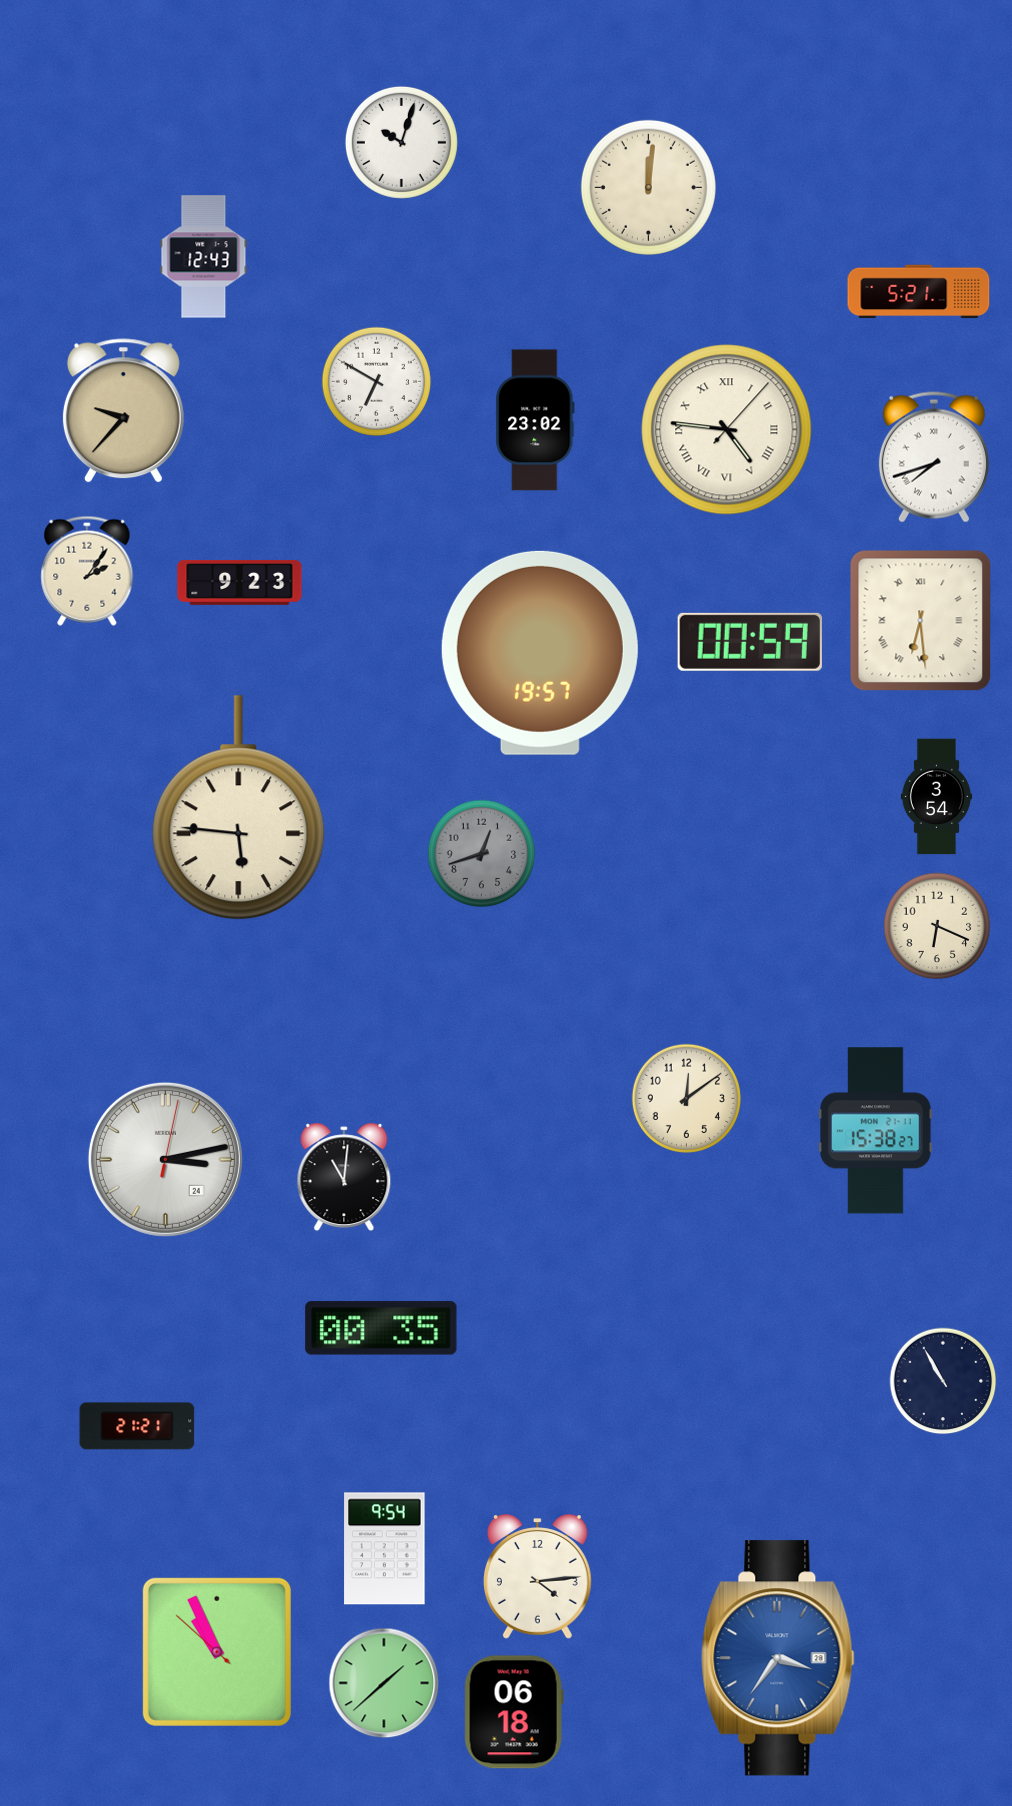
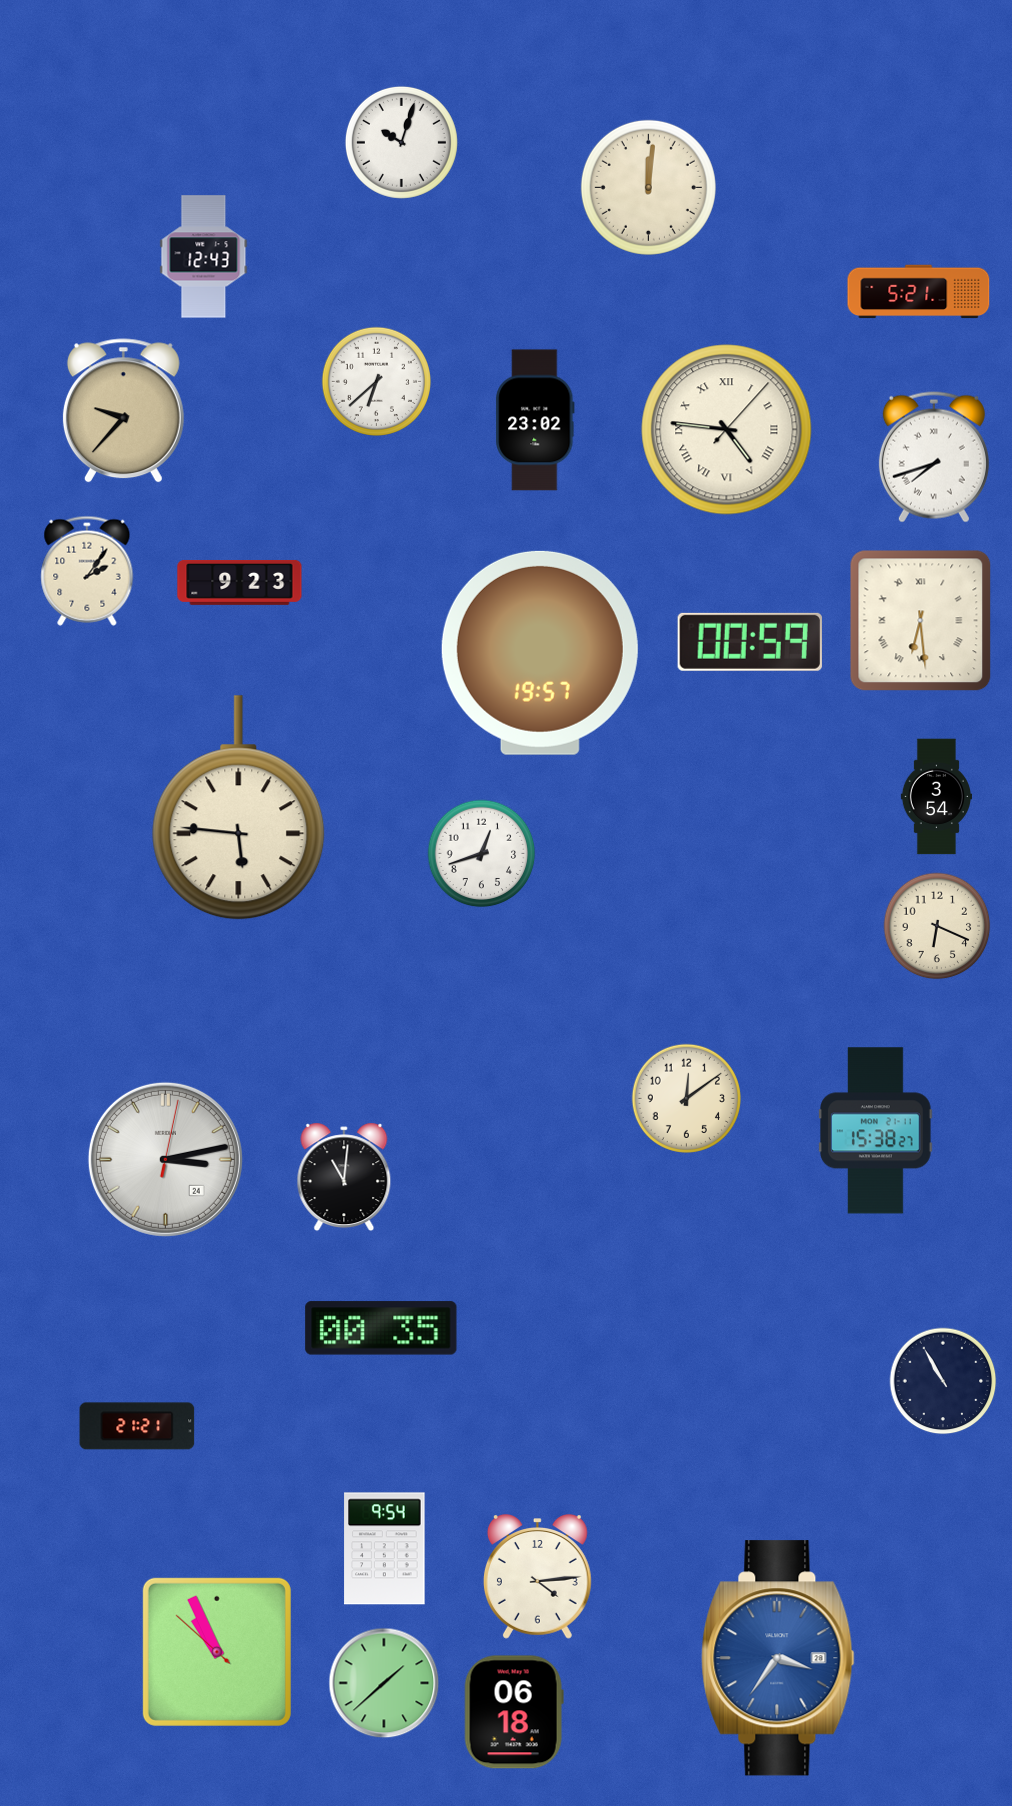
clock at (376, 381): 6:50 -> 6:38
clock at (482, 854) dial: grey -> white
